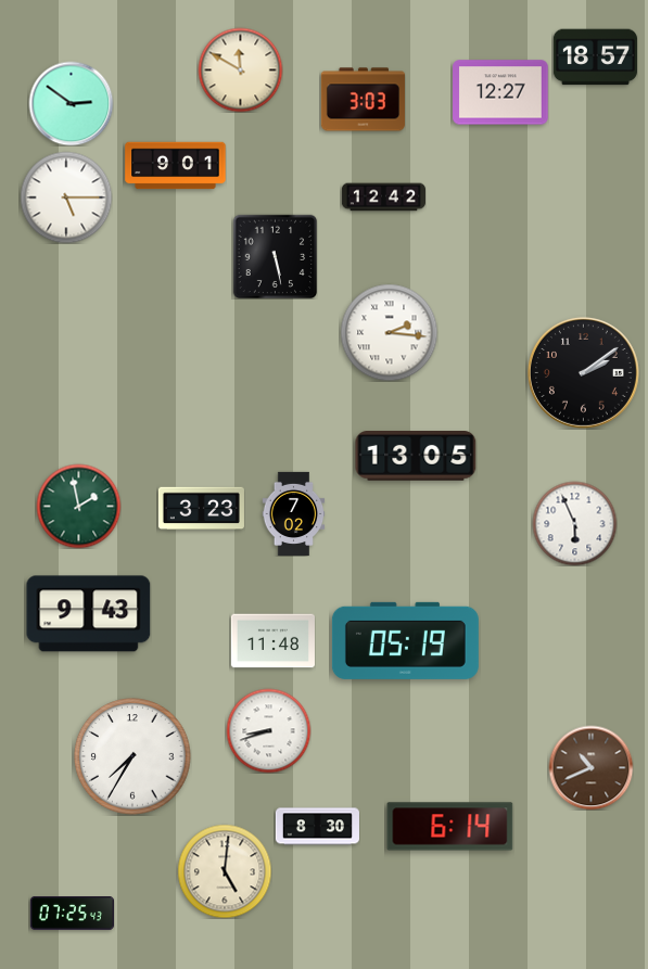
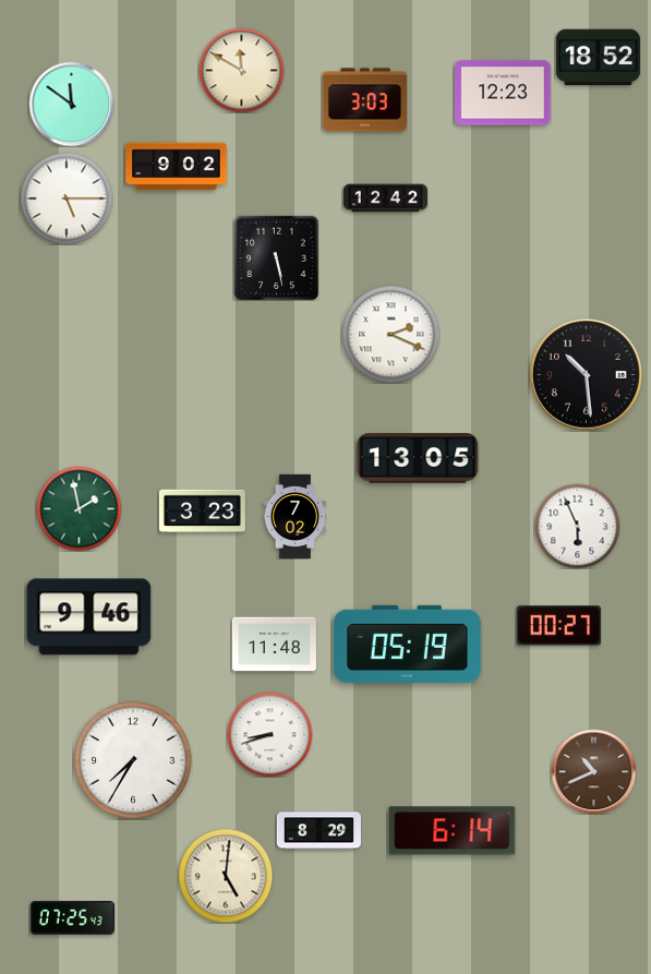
clock at (595, 58): 18:57 -> 18:52
clock at (500, 92): 12:27 -> 12:23
clock at (71, 103): 2:51 -> 11:51
clock at (176, 166): 9:01 -> 9:02
clock at (389, 332): 2:16 -> 2:19
clock at (583, 372): 2:09 -> 10:29
clock at (89, 614): 9:43 -> 9:46
clock at (558, 626): none -> 00:27
clock at (317, 827): 8:30 -> 8:29
